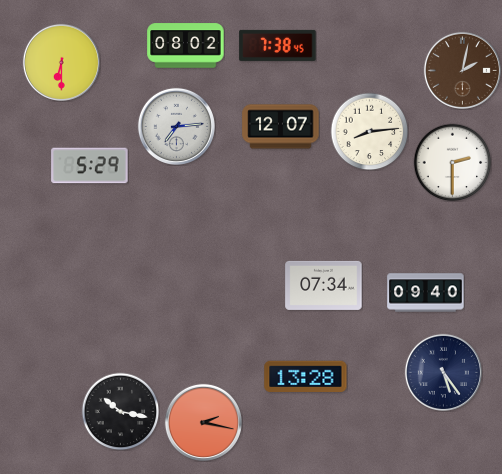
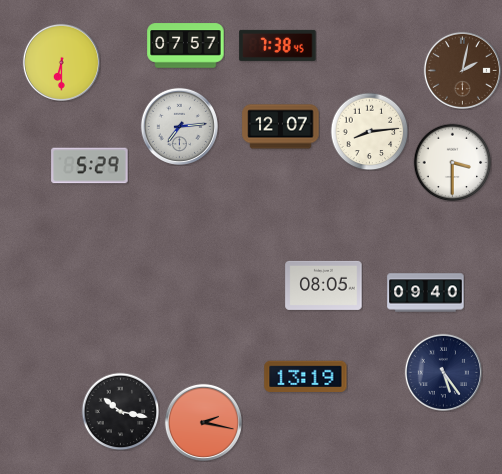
clock at (186, 46): 08:02 -> 07:57
clock at (176, 126) position: (176, 126) -> (179, 126)
clock at (452, 162): 2:30 -> 3:30
clock at (324, 285): 07:34 -> 08:05
clock at (306, 376): 13:28 -> 13:19
